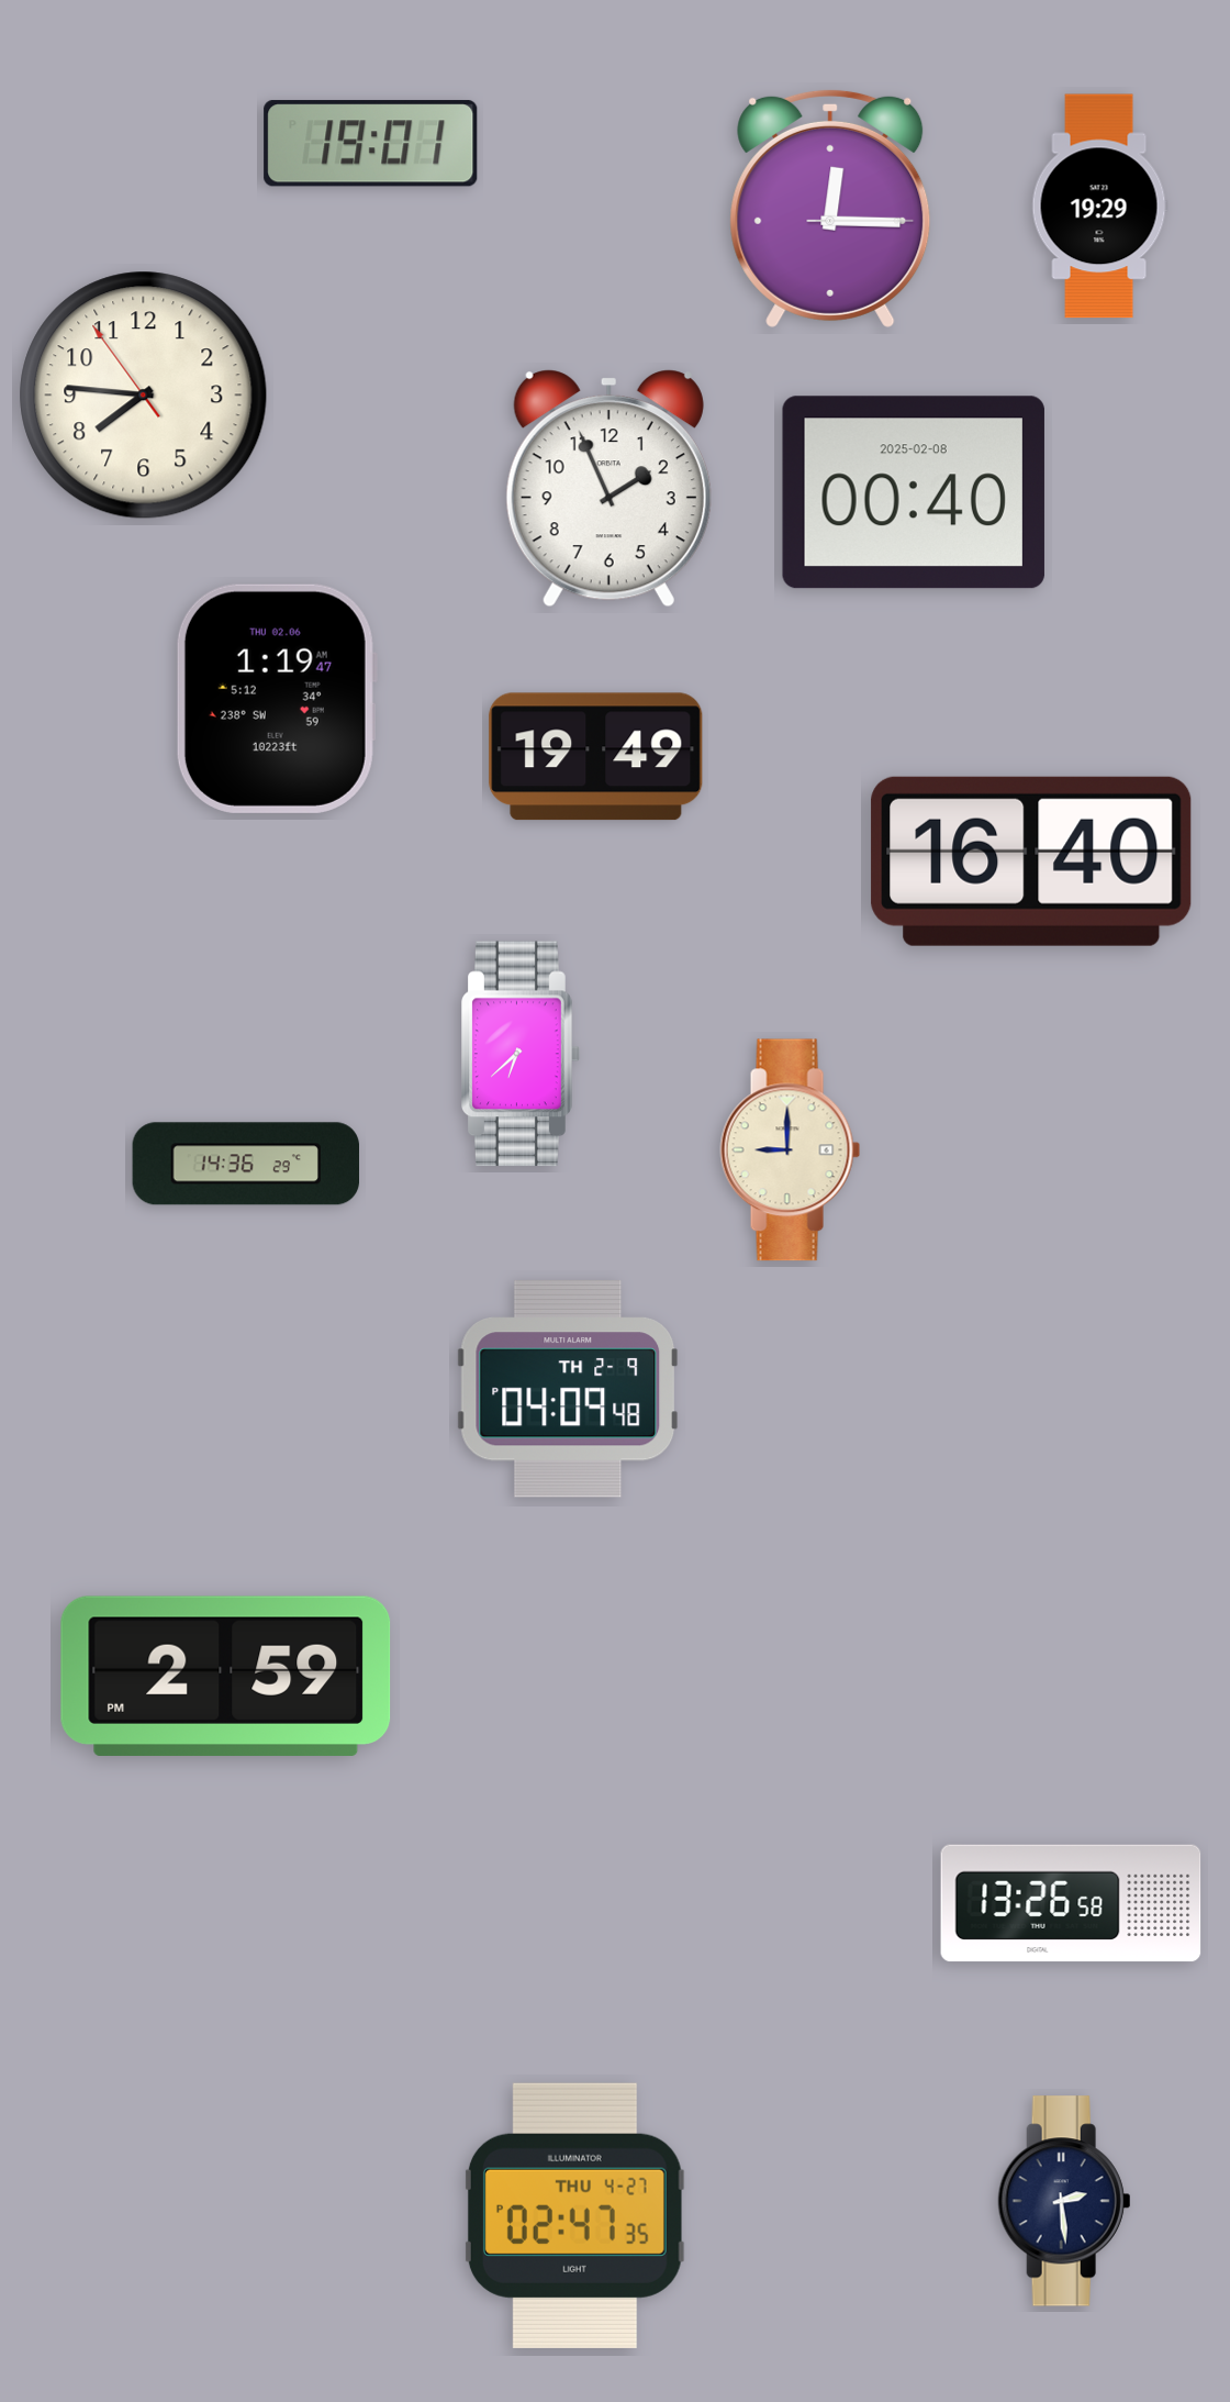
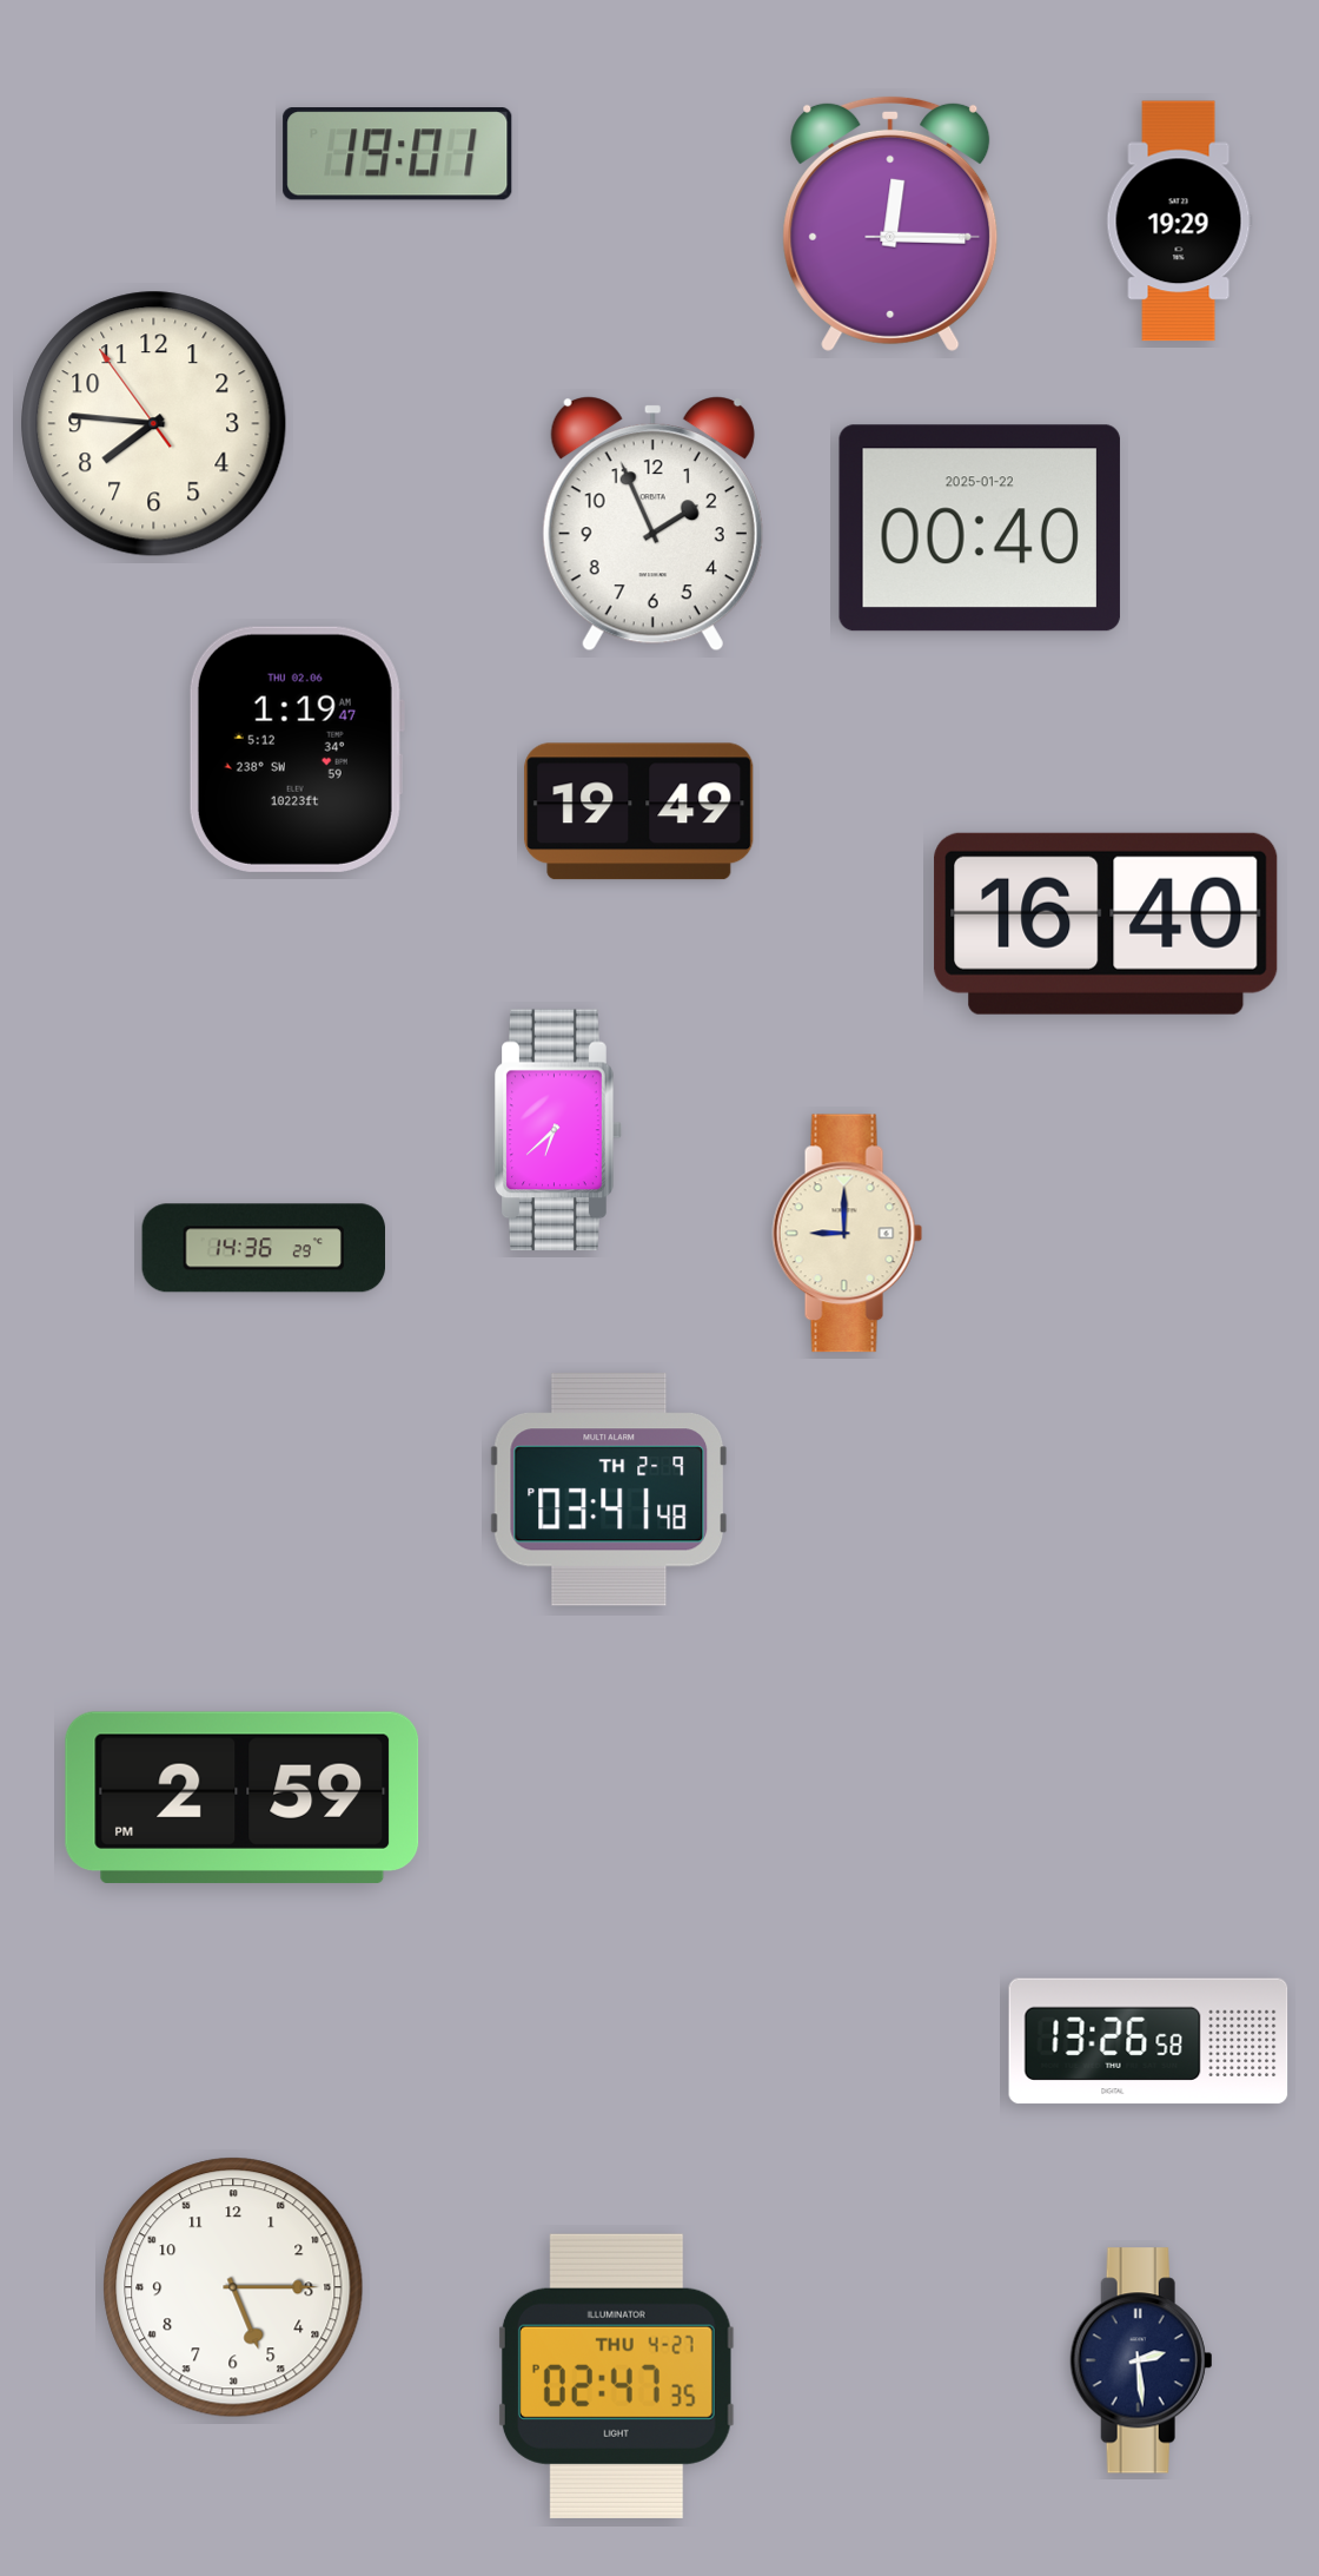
clock at (914, 492) date: 2025-02-08 -> 2025-01-22
clock at (568, 1389): 04:09 -> 03:41
clock at (233, 2287): none -> 5:15
